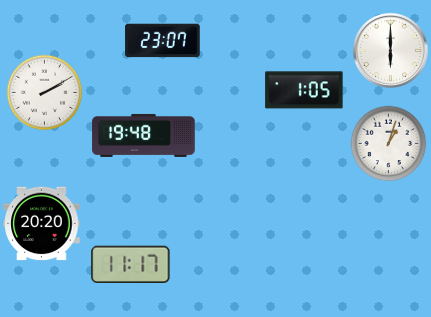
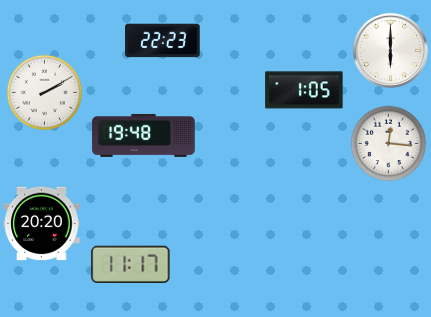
clock at (163, 41): 23:07 -> 22:23
clock at (389, 144): 1:03 -> 12:16
